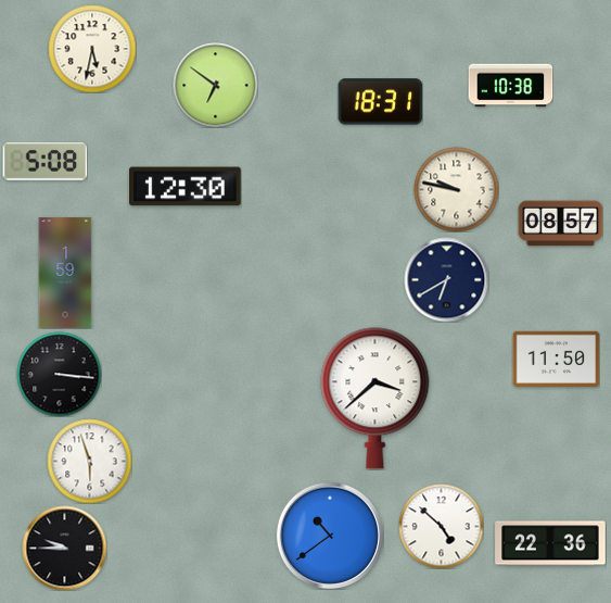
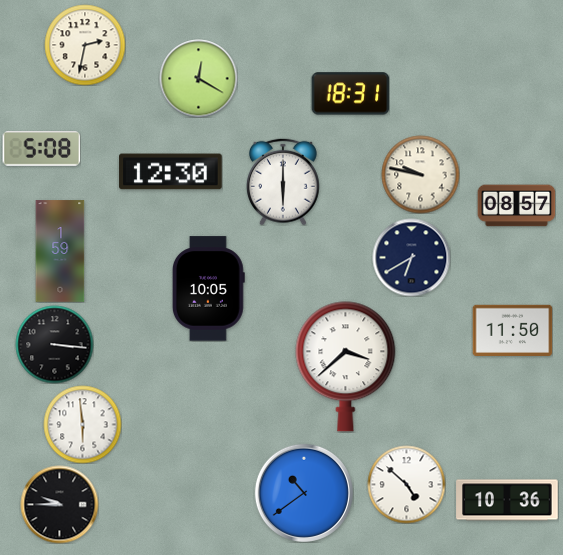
clock at (92, 49): 5:32 -> 2:32
clock at (215, 85): 6:51 -> 12:20
clock at (510, 86): 10:38 -> none
clock at (283, 182): none -> 6:00
clock at (208, 289): none -> 10:05
clock at (89, 461): 5:57 -> 5:59
clock at (550, 543): 22:36 -> 10:36
